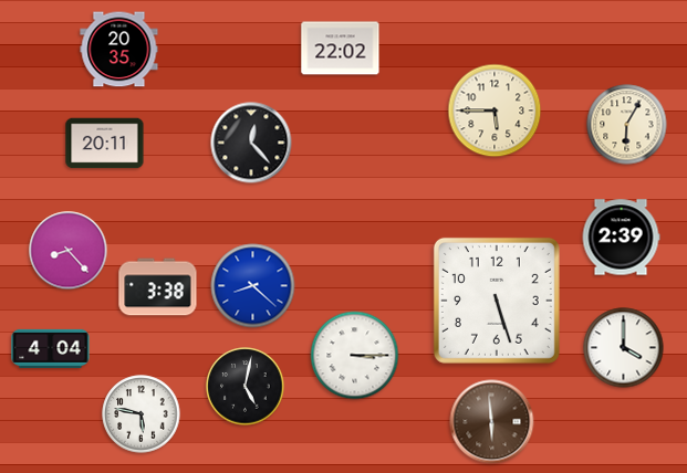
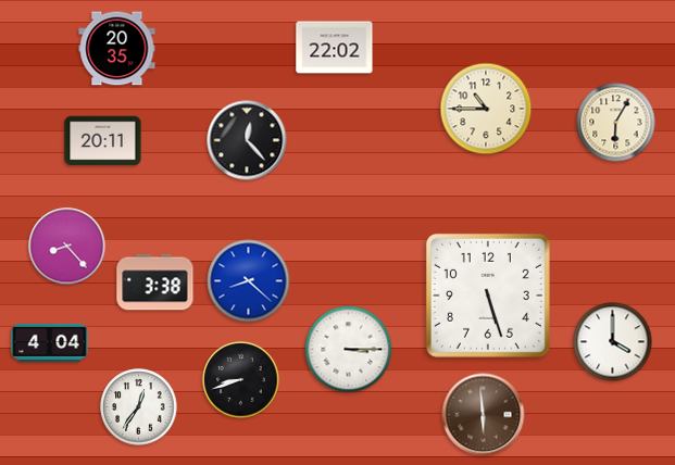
clock at (495, 111): 5:45 -> 10:45
clock at (621, 238): 2:39 -> none
clock at (246, 387): 5:02 -> 8:42
clock at (142, 414): 5:47 -> 12:36
